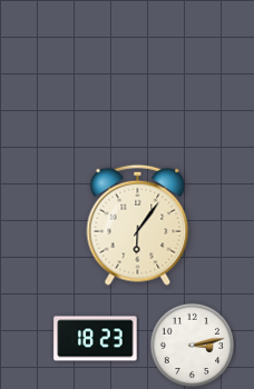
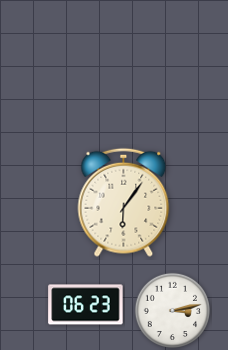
clock at (96, 339): 18:23 -> 06:23
